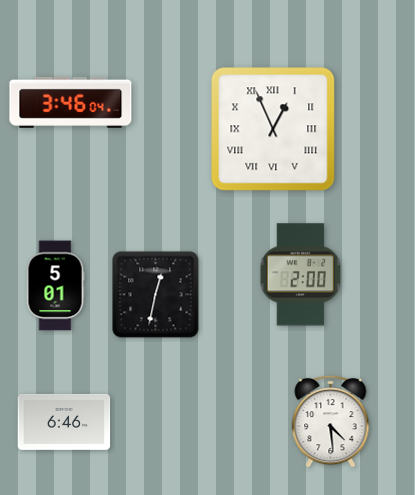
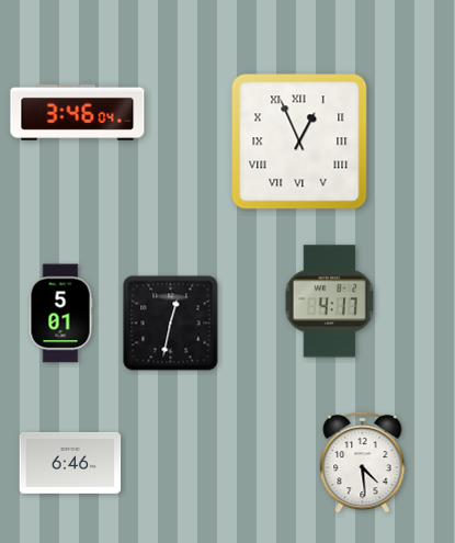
clock at (301, 275): 2:00 -> 4:17
